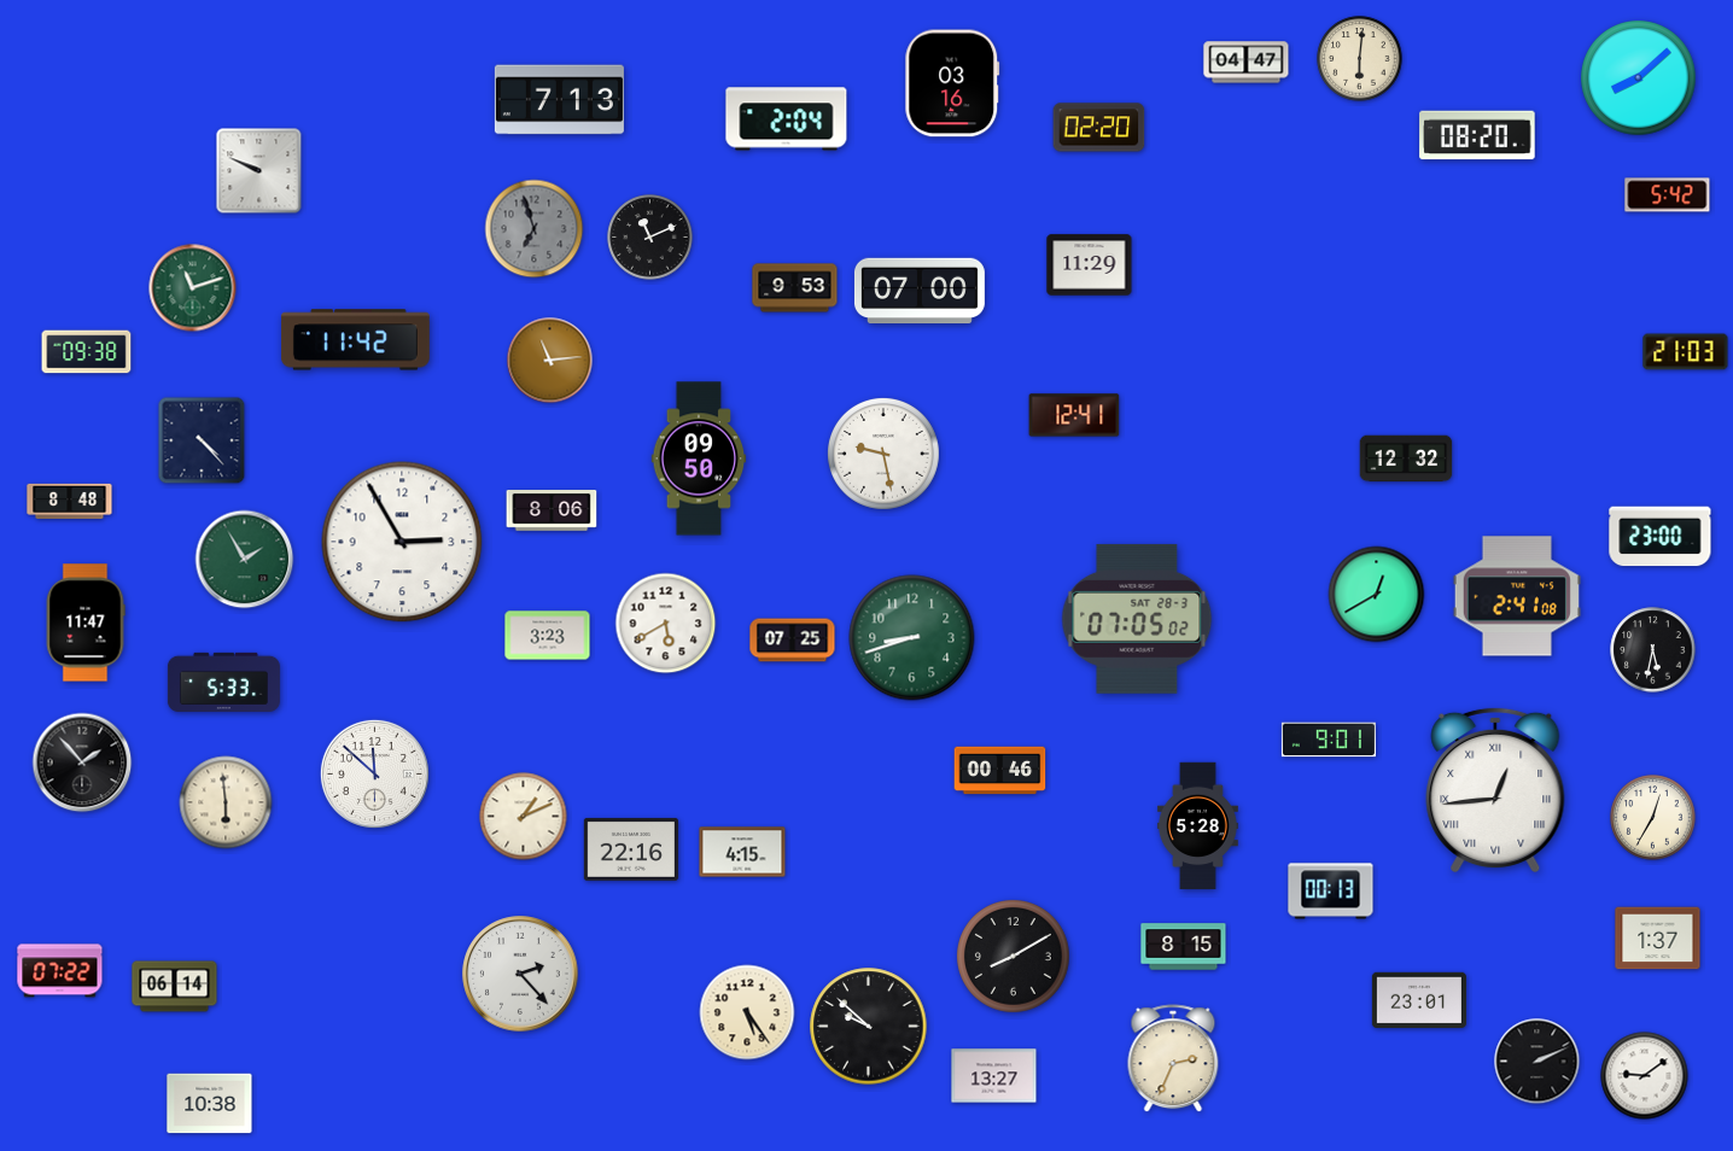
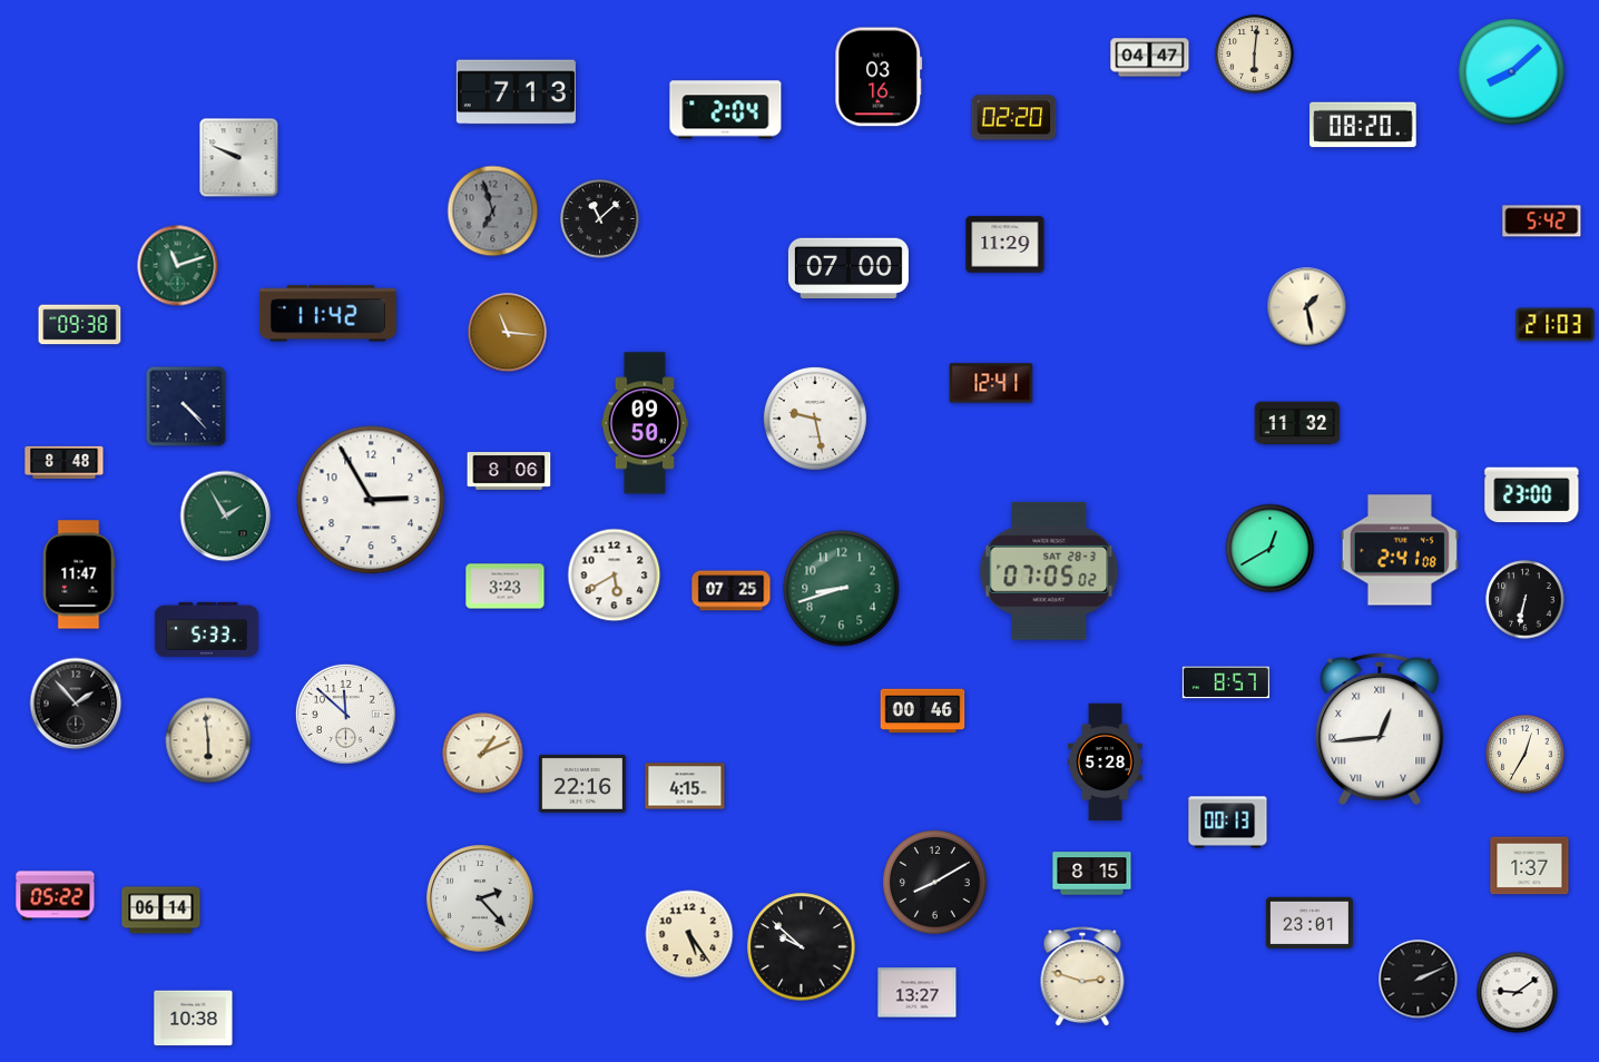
clock at (1668, 195) position: (1668, 195) -> (1542, 222)
clock at (650, 238): 11:11 -> 11:08
clock at (795, 288): 9:53 -> none
clock at (1307, 307): none -> 1:28
clock at (550, 361): 11:14 -> 11:16
clock at (1406, 458): 12:32 -> 11:32
clock at (1653, 650): 5:32 -> 6:32
clock at (1329, 740): 9:01 -> 8:57
clock at (60, 971): 07:22 -> 05:22
clock at (1173, 1059): 2:34 -> 2:48
